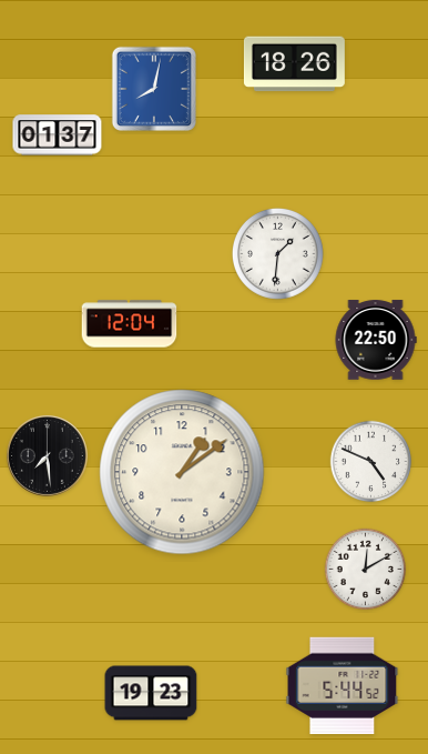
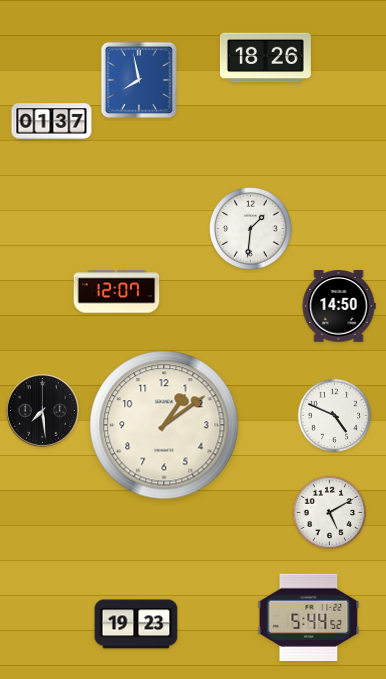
clock at (154, 89): 8:02 -> 7:58
clock at (130, 324): 12:04 -> 12:07
clock at (376, 340): 22:50 -> 14:50
clock at (366, 570): 12:10 -> 5:10
